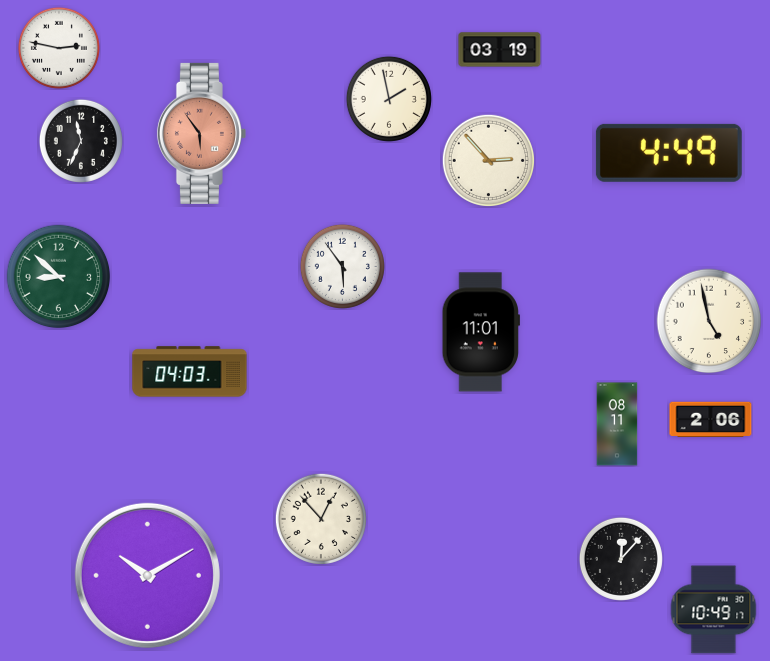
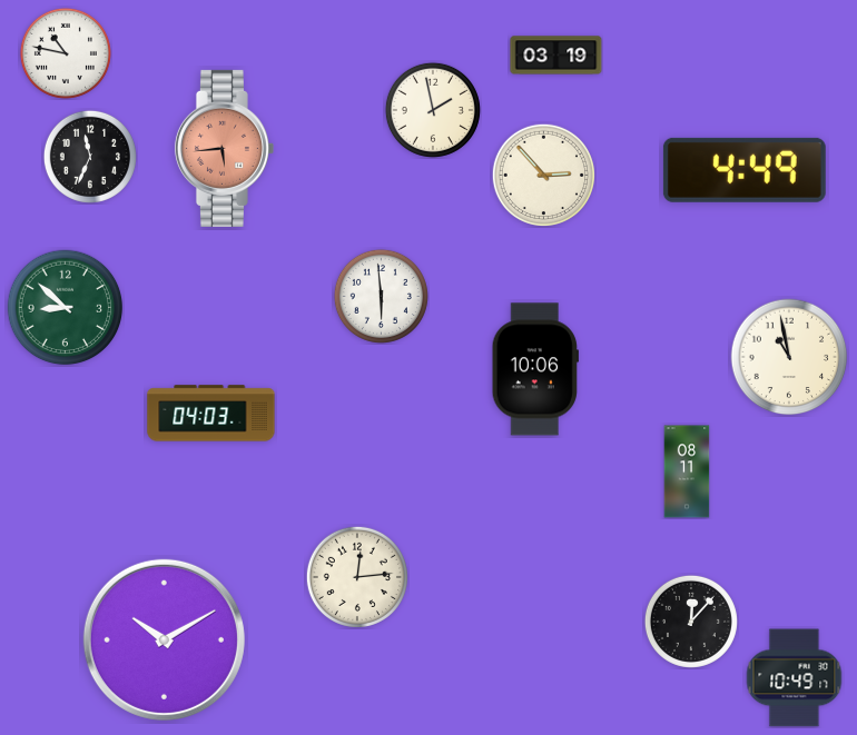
clock at (59, 48): 2:47 -> 10:47
clock at (201, 133): 5:54 -> 5:44
clock at (488, 160) position: (488, 160) -> (543, 175)
clock at (342, 266): 5:54 -> 5:59
clock at (709, 321): 4:58 -> 10:58
clock at (481, 332): 11:01 -> 10:06
clock at (711, 419): 2:06 -> none
clock at (321, 519): 12:53 -> 12:14
